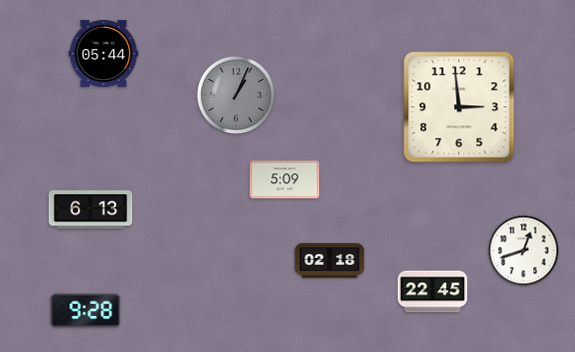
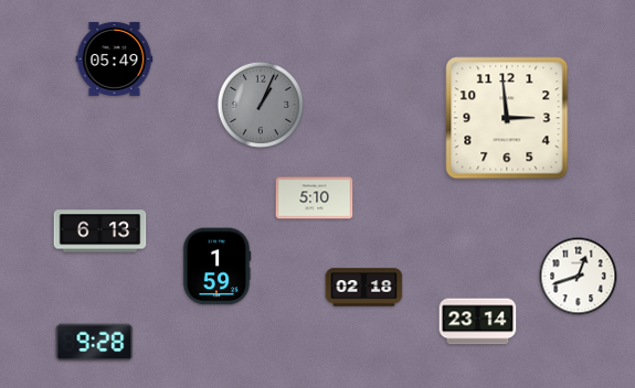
clock at (104, 53): 05:44 -> 05:49
clock at (285, 180): 5:09 -> 5:10
clock at (216, 267): none -> 1:59
clock at (433, 292): 22:45 -> 23:14
